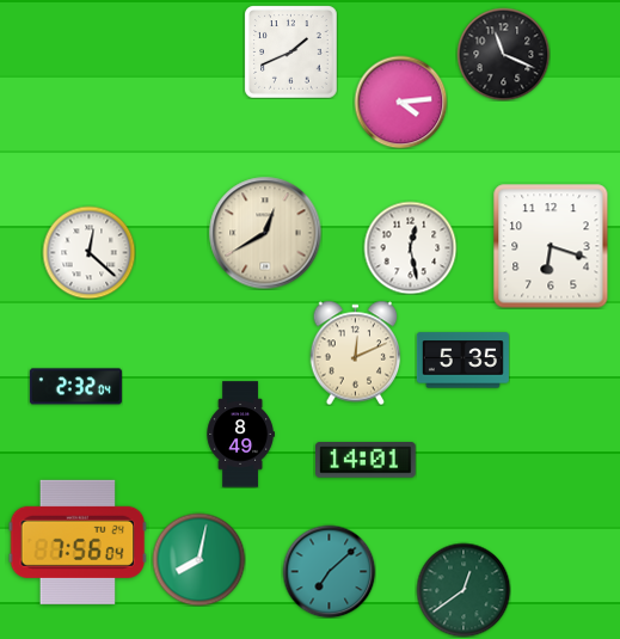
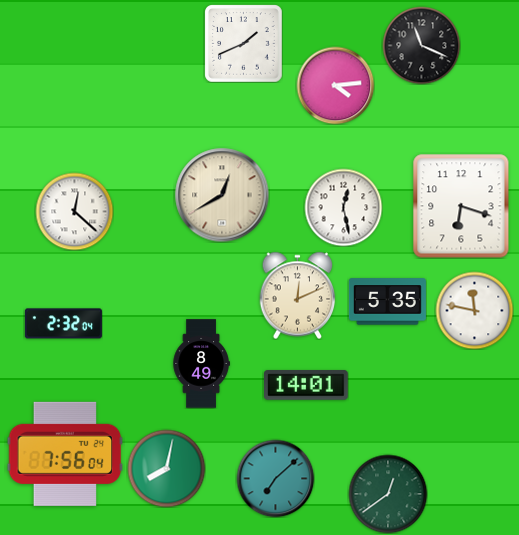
clock at (474, 310): none -> 11:47
